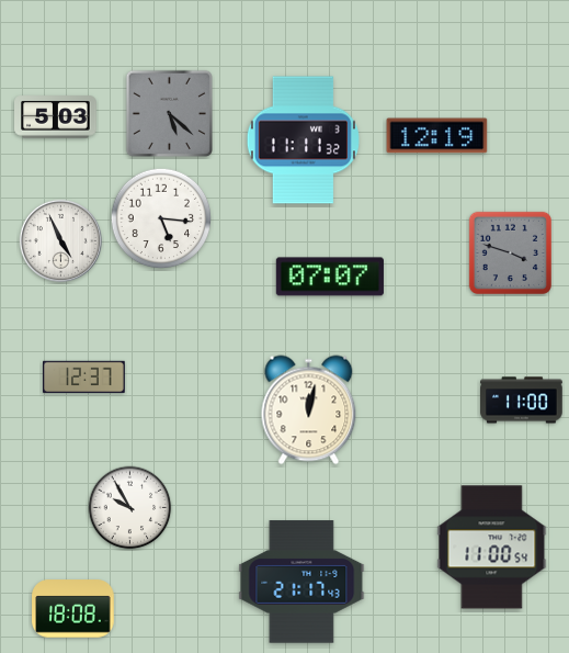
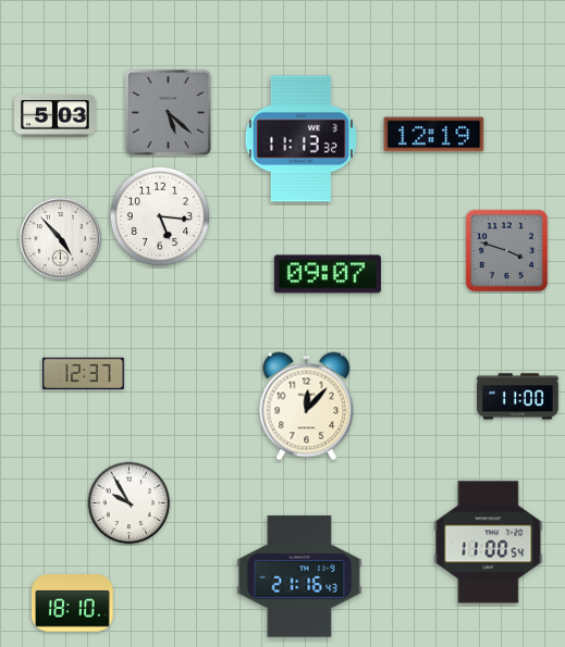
clock at (303, 140): 11:11 -> 11:13
clock at (60, 240): 4:56 -> 4:53
clock at (330, 277): 07:07 -> 09:07
clock at (309, 410): 12:02 -> 12:07
clock at (301, 582): 21:17 -> 21:16
clock at (73, 609): 18:08 -> 18:10
